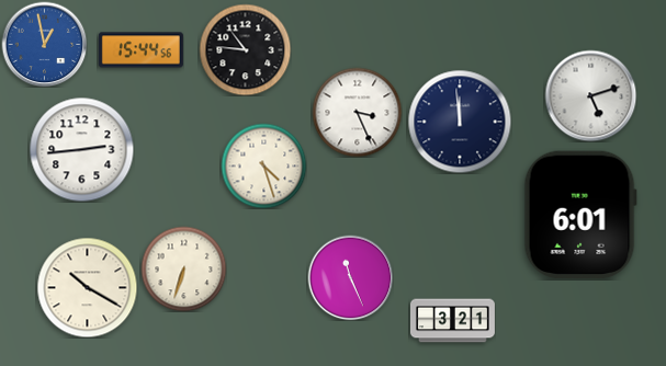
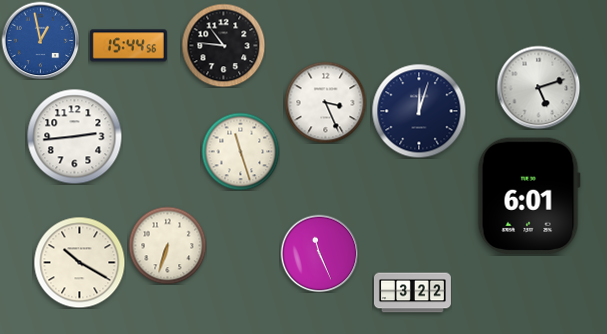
clock at (460, 122): 11:59 -> 12:03
clock at (263, 165): 4:27 -> 11:27
clock at (452, 321): 3:21 -> 3:22
